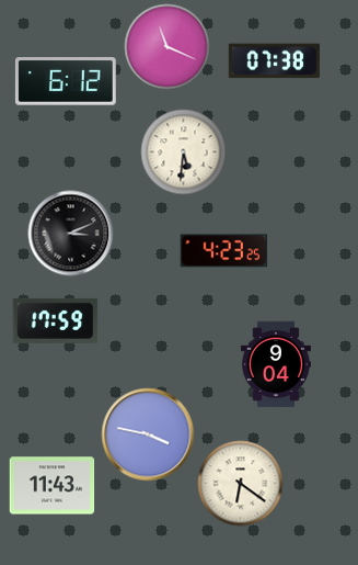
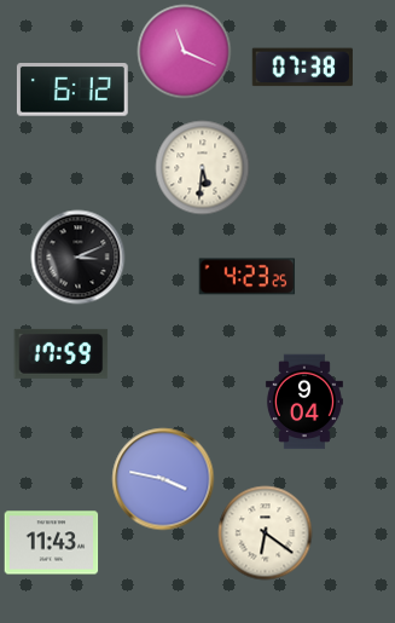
clock at (51, 486) position: (51, 486) -> (51, 543)
